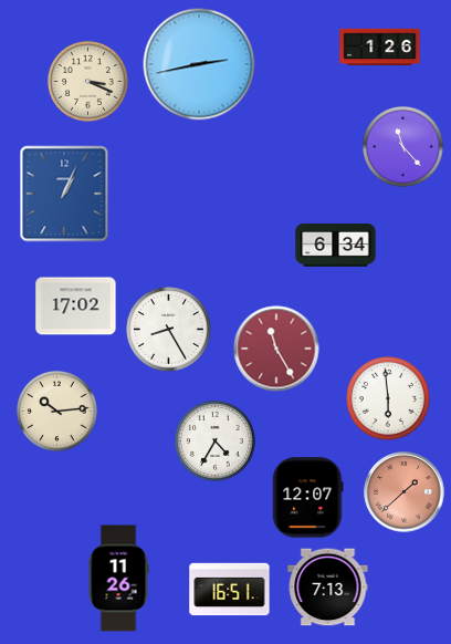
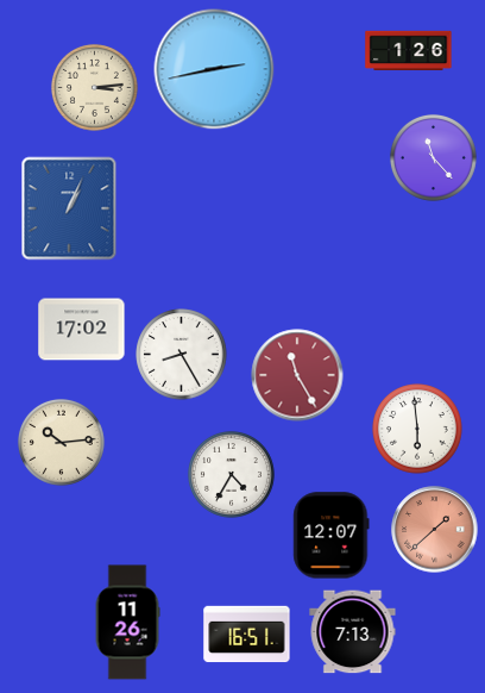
clock at (87, 81): 3:19 -> 3:14
clock at (336, 245): 6:34 -> none
